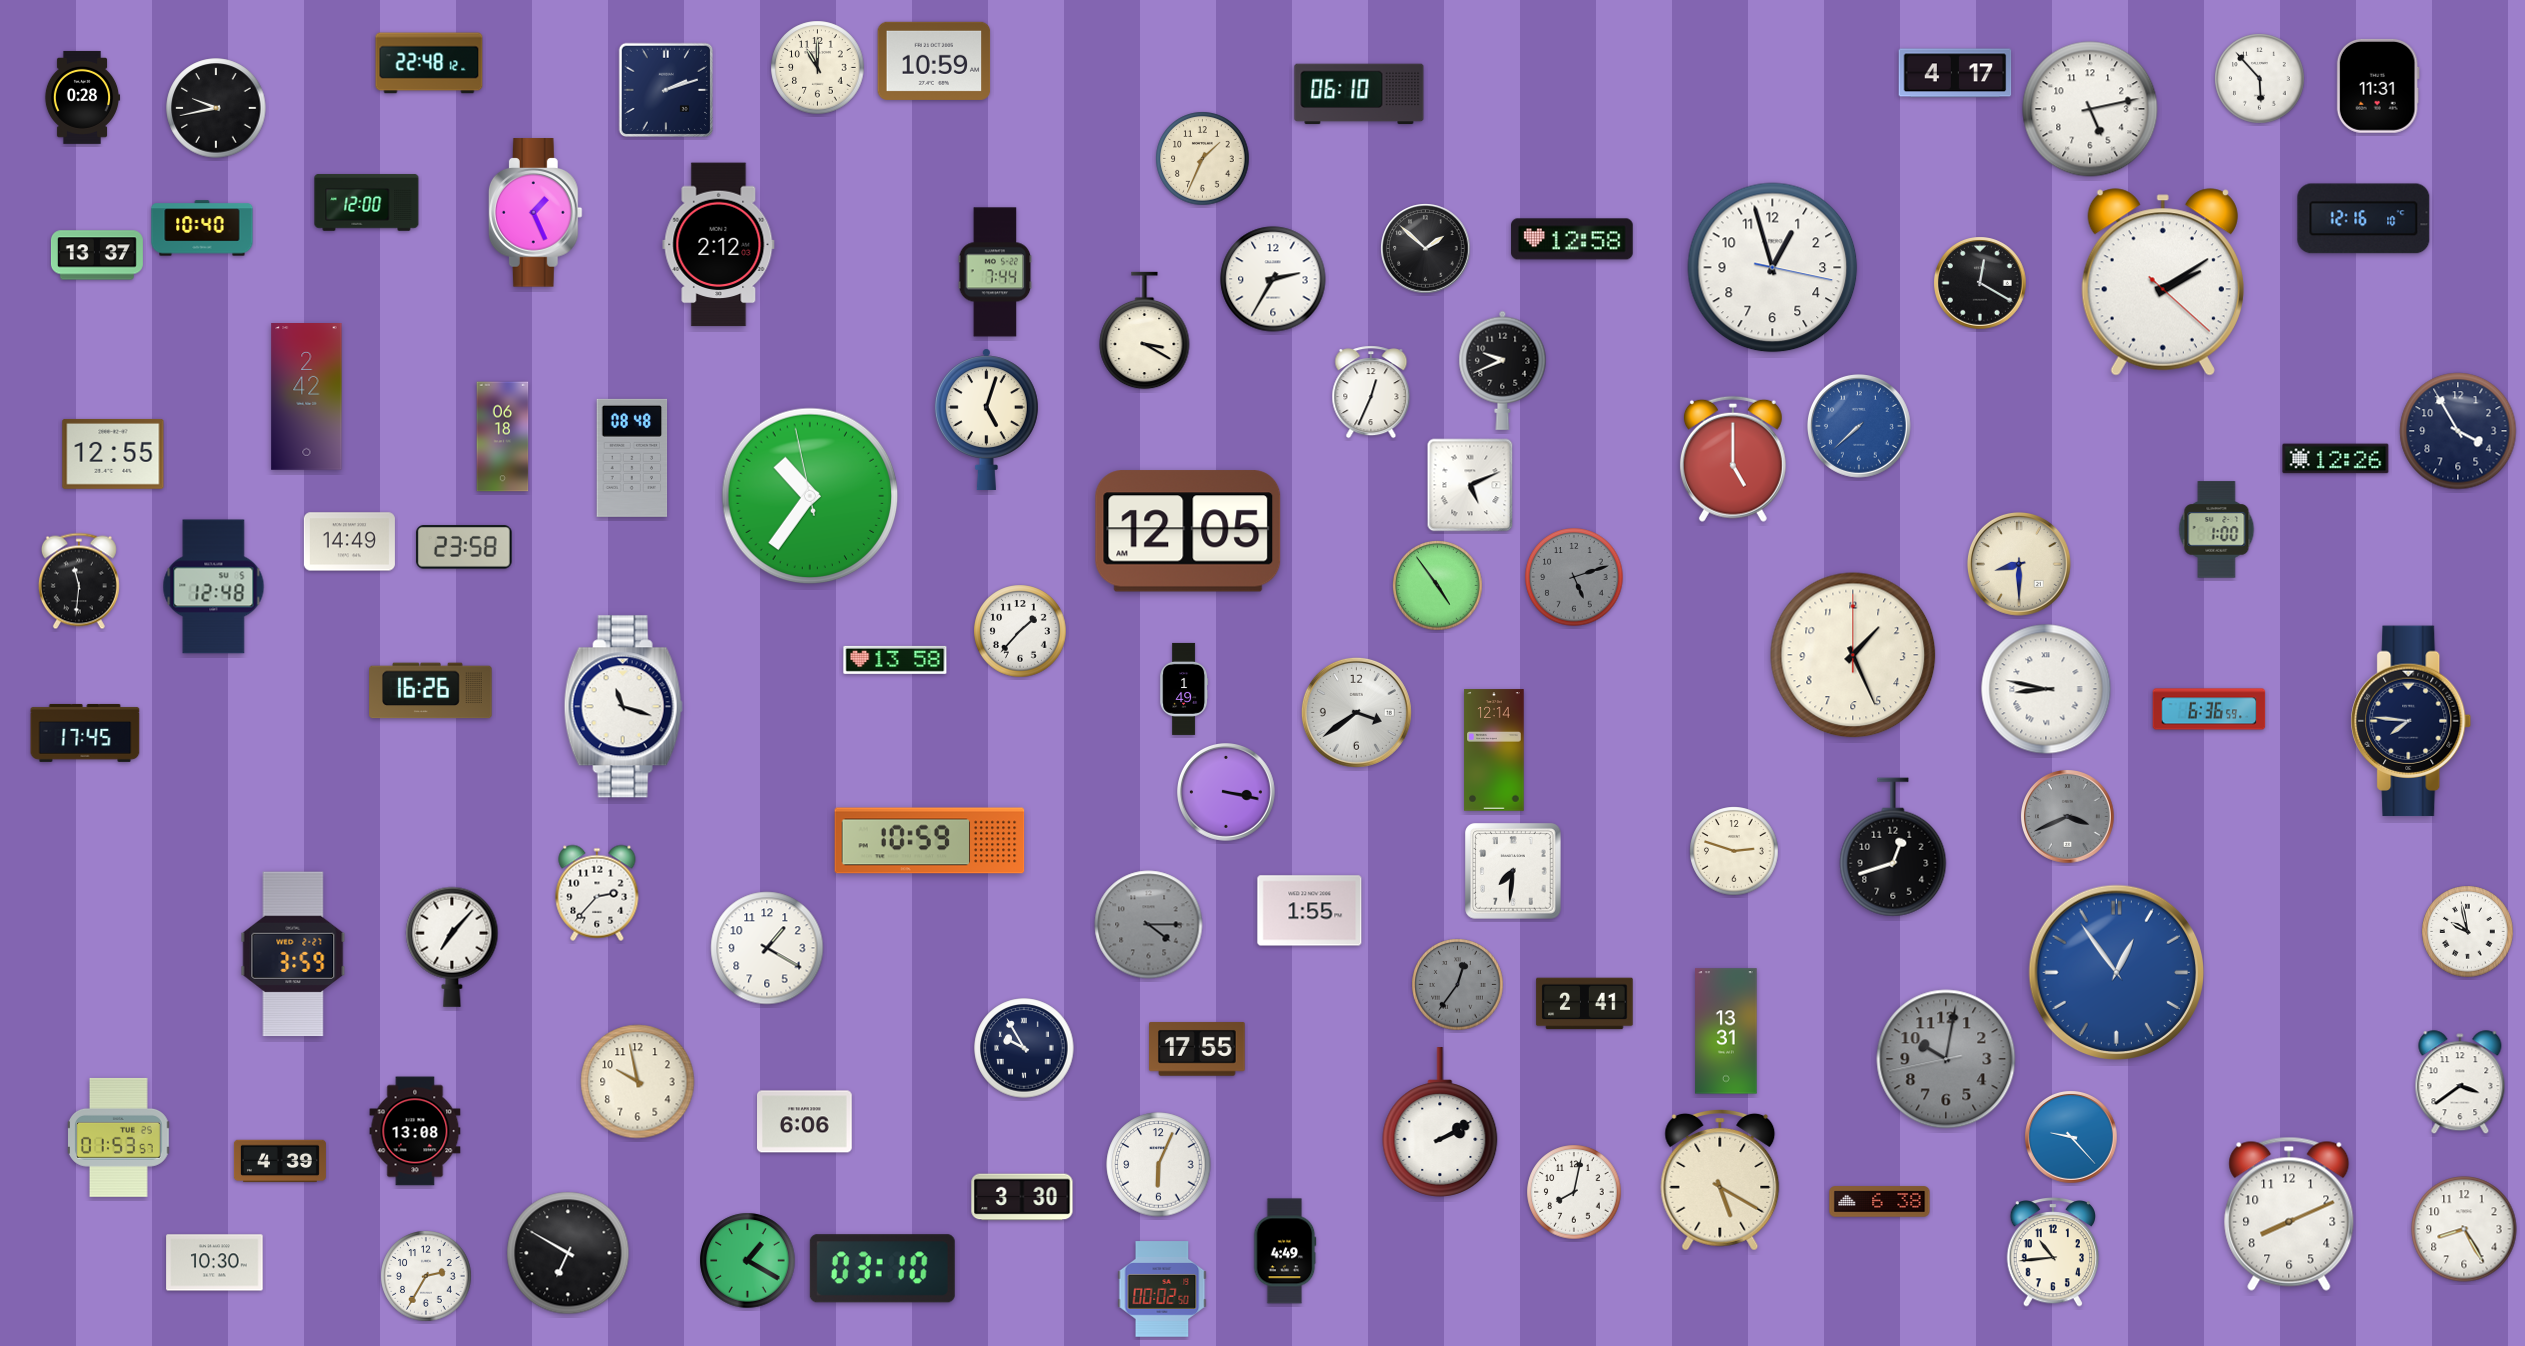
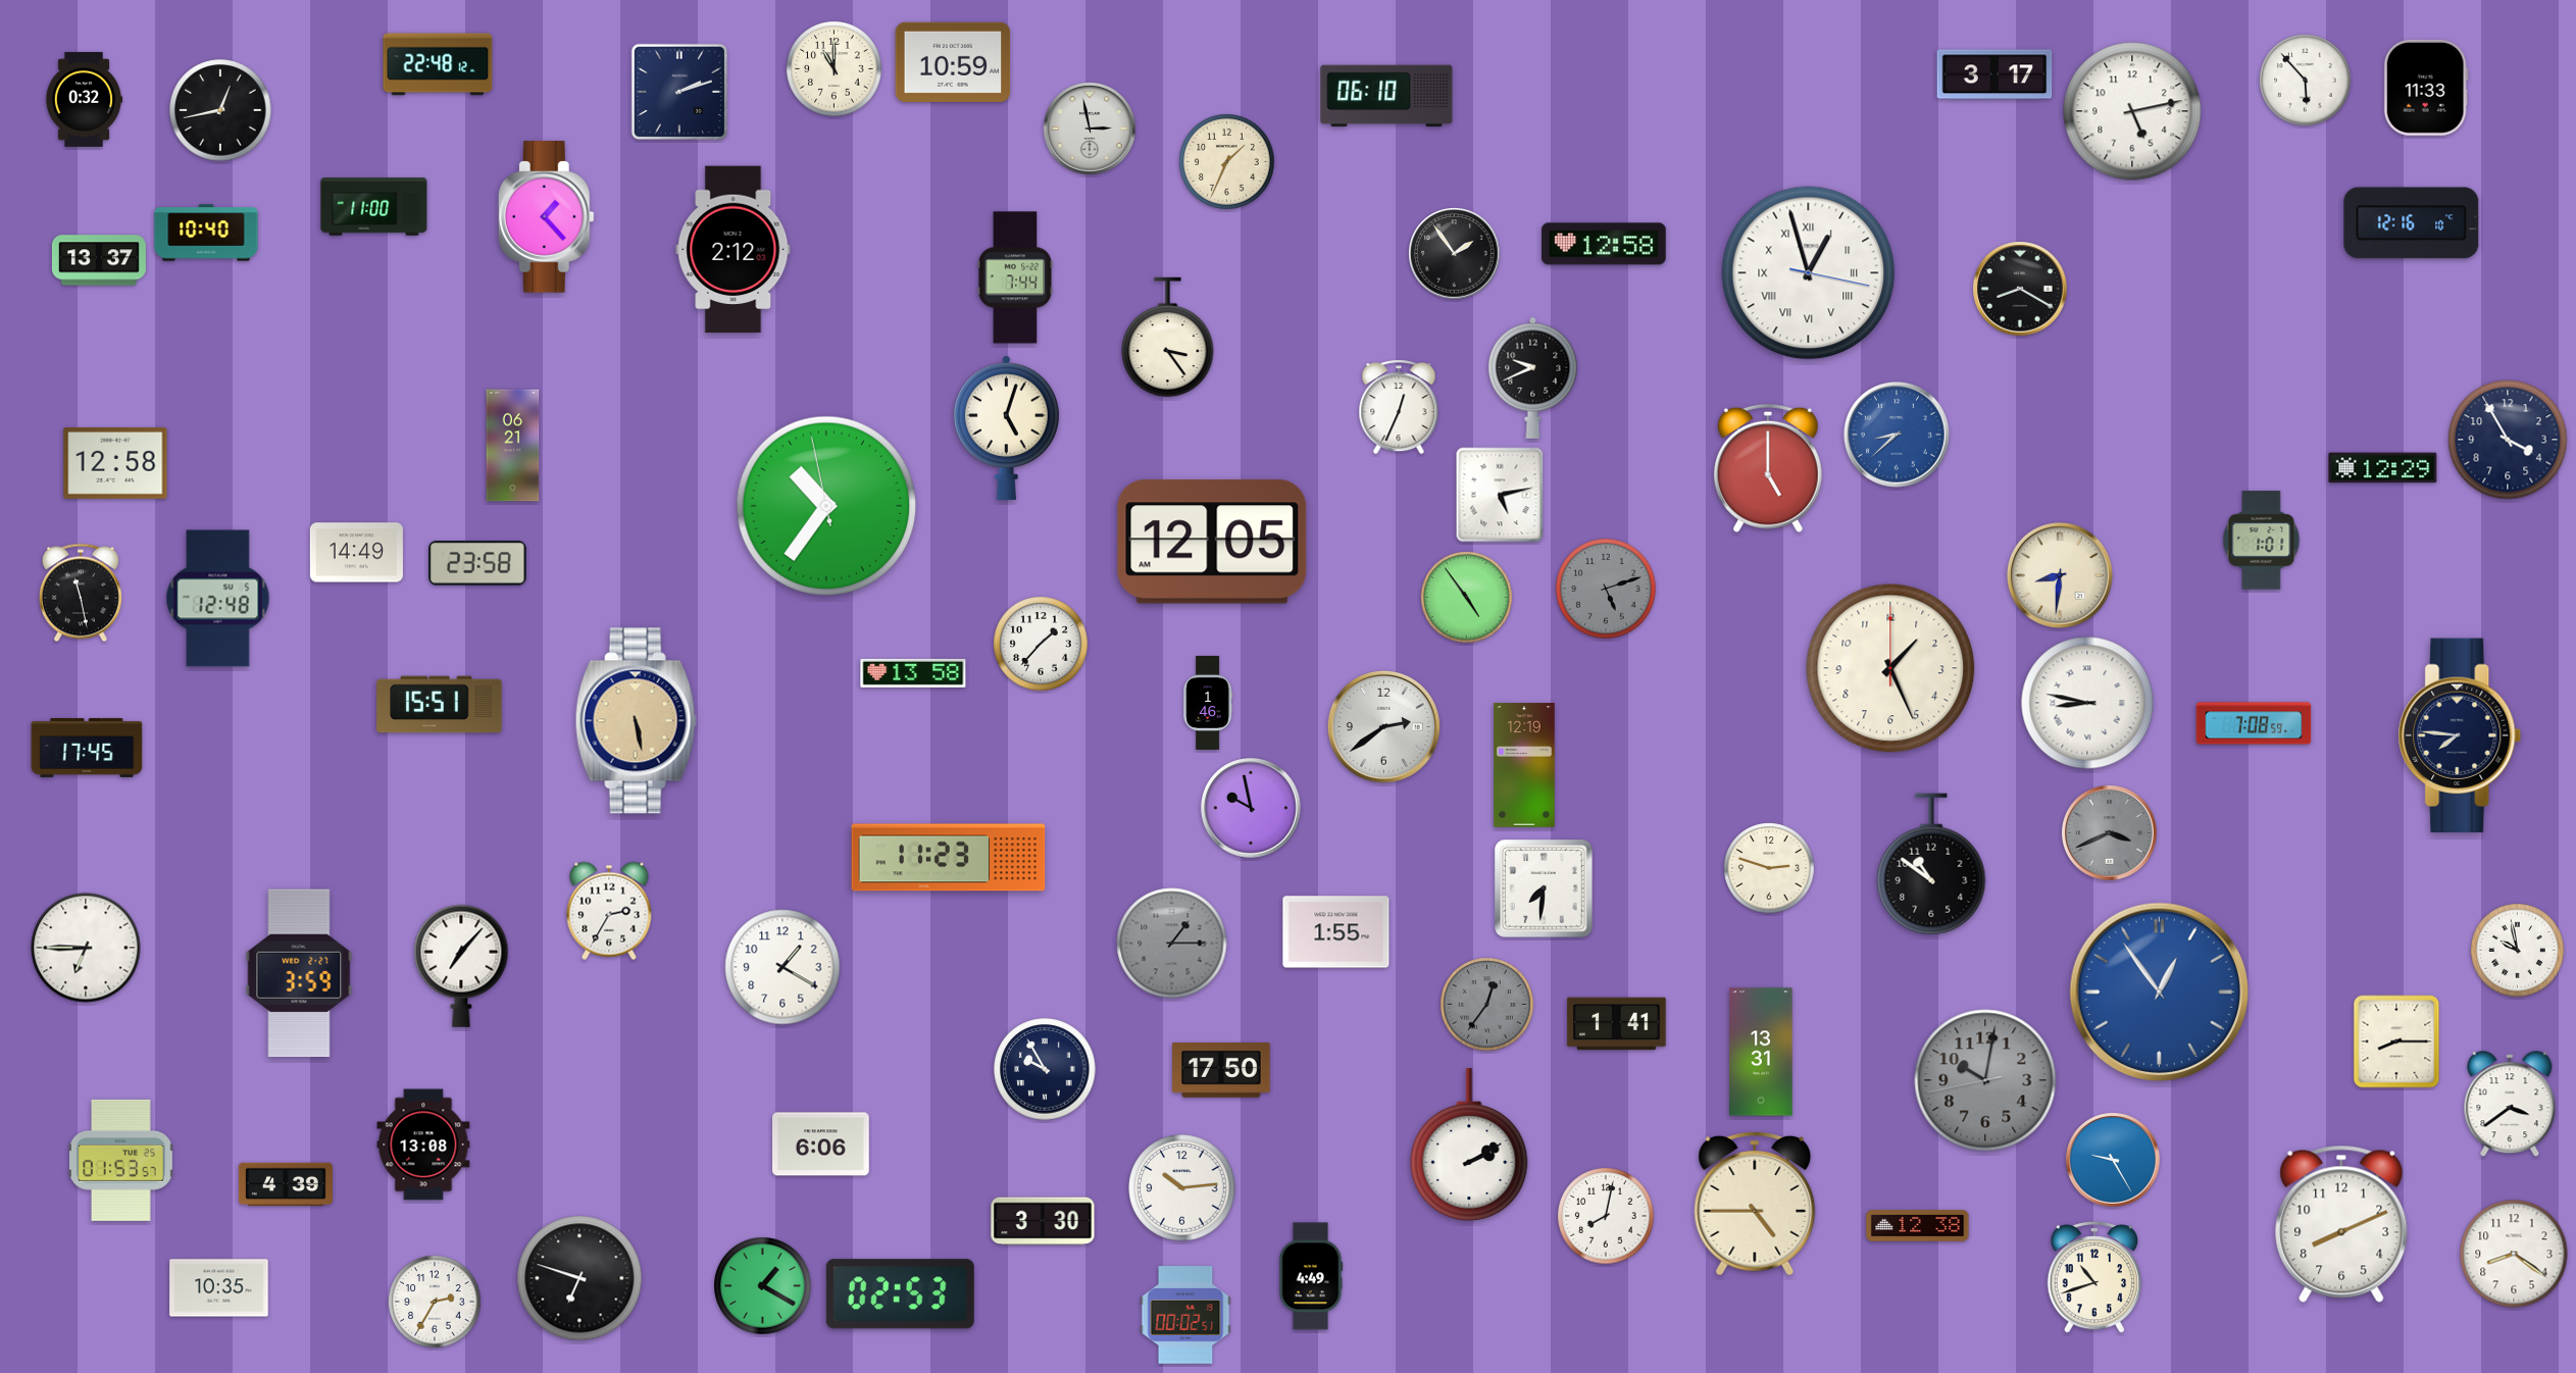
clock at (1955, 73): 4:17 -> 3:17
clock at (2378, 86): 11:31 -> 11:33
clock at (82, 97): 0:28 -> 0:32
clock at (216, 108): 9:43 -> 12:43
clock at (1090, 129): none -> 2:58
clock at (367, 203): 12:00 -> 11:00
clock at (535, 213): 1:26 -> 1:23
clock at (1426, 249): 1:52 -> 1:54
clock at (1773, 268) numerals: Arabic -> Roman
clock at (1273, 279): 2:35 -> none
clock at (2163, 282): 2:09 -> none
clock at (1980, 283): 12:20 -> 8:20
clock at (1145, 331): 3:20 -> 3:24
clock at (1371, 392) position: (1371, 392) -> (1399, 407)
clock at (307, 397): 2:42 -> none
clock at (1859, 426): 7:38 -> 8:38
clock at (503, 437): 06:18 -> 06:21
clock at (113, 454): 12:55 -> 12:58
clock at (632, 458): 08:48 -> none
clock at (2336, 459): 12:26 -> 12:29
clock at (1470, 485): 5:11 -> 5:13
clock at (2217, 530): 1:00 -> 1:01
clock at (465, 547) position: (465, 547) -> (478, 563)
clock at (2019, 564): 8:30 -> 8:31
clock at (79, 581): 11:31 -> 11:28
clock at (1184, 689): 1:49 -> 1:46
clock at (431, 691): 16:26 -> 15:51
clock at (623, 707): 11:18 -> 5:28
clock at (623, 707) dial: white -> champagne
clock at (2209, 709): 6:36 -> 7:08
clock at (1356, 712): 3:39 -> 2:39
clock at (1494, 750): 12:14 -> 12:19
clock at (1227, 793): 3:17 -> 9:58
clock at (930, 841): 10:59 -> 11:23
clock at (1893, 847): 12:42 -> 10:51
clock at (597, 893): 2:37 -> 2:35
clock at (1310, 911) position: (1310, 911) -> (1336, 932)
clock at (1149, 925): 4:15 -> 1:15
clock at (86, 948): none -> 6:45
clock at (1585, 1004): 2:41 -> 1:41
clock at (2396, 1041): none -> 8:15
clock at (1197, 1049): 17:55 -> 17:50
clock at (638, 1082): 9:58 -> none
clock at (415, 1131) position: (415, 1131) -> (423, 1145)
clock at (2071, 1137): 9:23 -> 9:25
clock at (1159, 1165): 6:04 -> 10:14
clock at (1720, 1180): 5:20 -> 4:45
clock at (1880, 1202): 6:38 -> 12:38
clock at (2289, 1214) position: (2289, 1214) -> (2341, 1224)
clock at (2464, 1229): 8:25 -> 8:21
clock at (568, 1253): 6:50 -> 6:48
clock at (2052, 1253): 10:44 -> 10:42
clock at (215, 1263): 10:30 -> 10:35
clock at (882, 1269): 03:10 -> 02:53
clock at (1162, 1289): 00:02:50 -> 00:02:51
